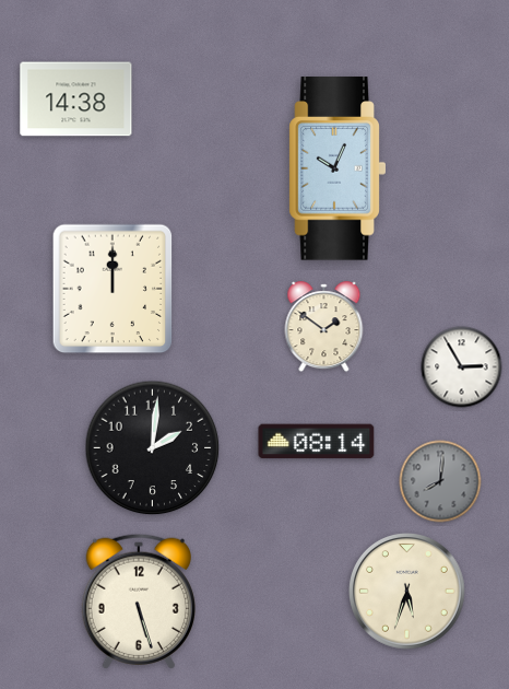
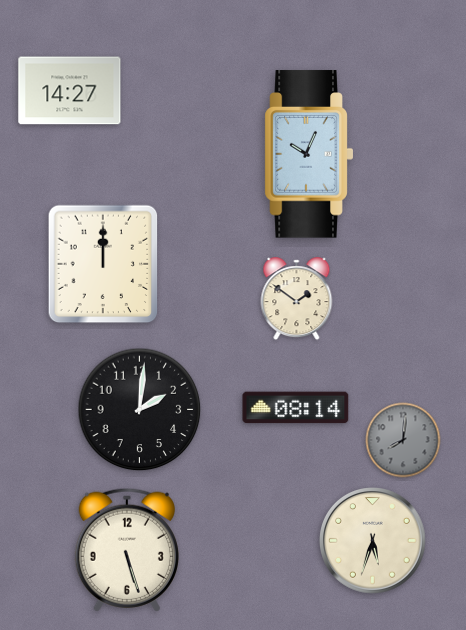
clock at (76, 100): 14:38 -> 14:27
clock at (462, 367): 2:55 -> none
clock at (317, 442) position: (317, 442) -> (296, 408)
